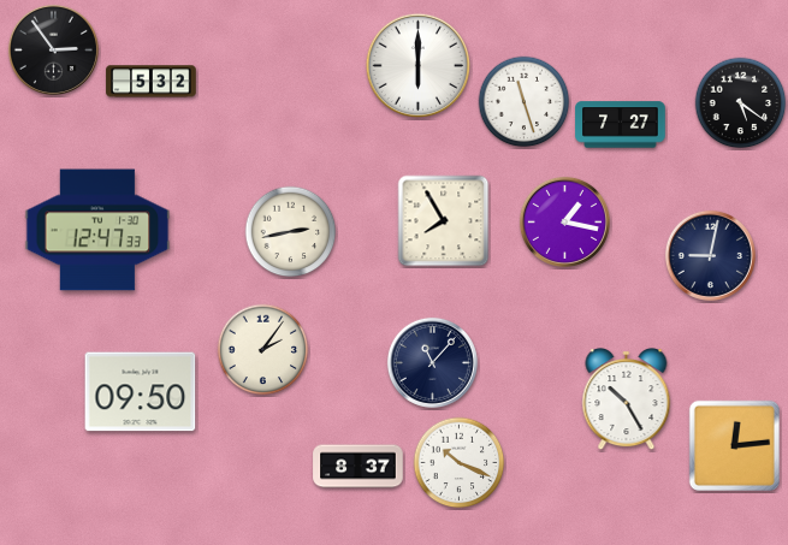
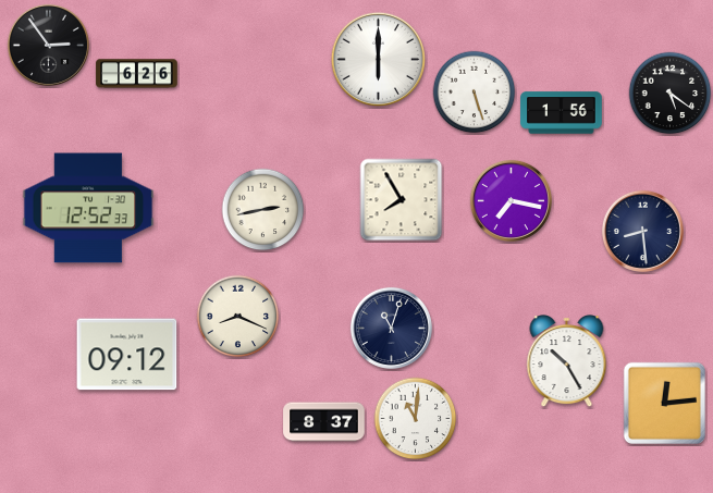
clock at (152, 82): 5:32 -> 6:26
clock at (525, 102): 11:27 -> 5:27
clock at (621, 125): 7:27 -> 1:56
clock at (564, 221): 1:17 -> 7:17
clock at (97, 230): 12:47 -> 12:52
clock at (710, 255): 9:02 -> 8:29
clock at (263, 350): 2:06 -> 8:19
clock at (432, 362): 11:07 -> 11:03
clock at (141, 392): 09:50 -> 09:12
clock at (460, 463): 10:19 -> 11:01
